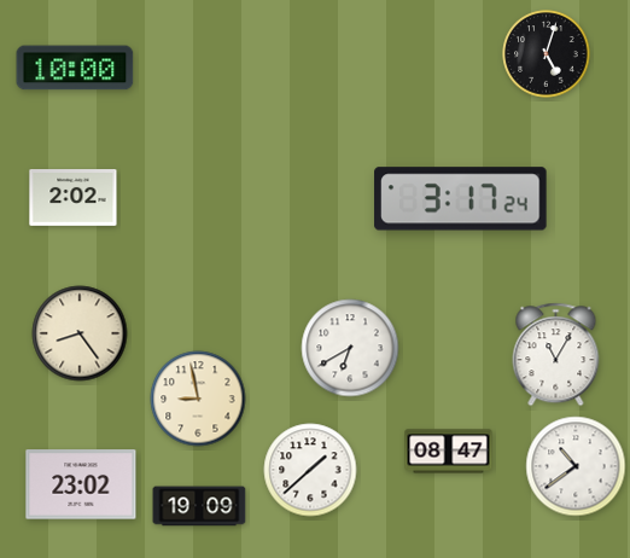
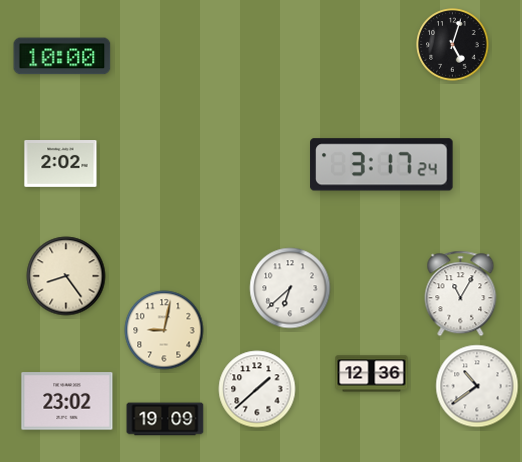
clock at (350, 348): 6:40 -> 6:38
clock at (198, 399): 8:58 -> 9:02
clock at (449, 452): 08:47 -> 12:36
